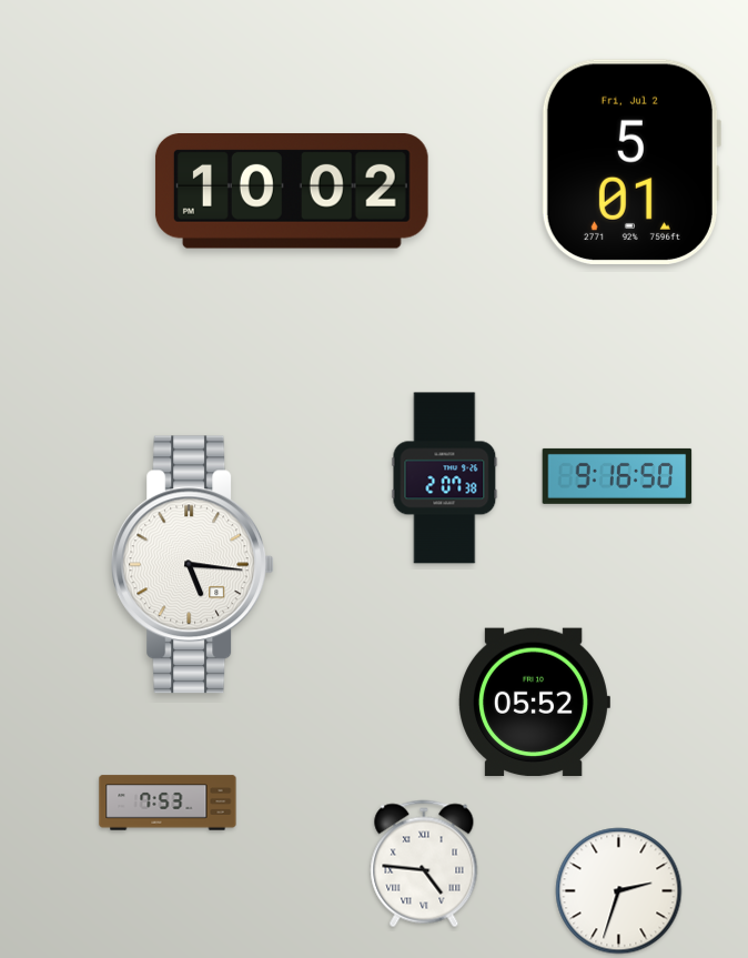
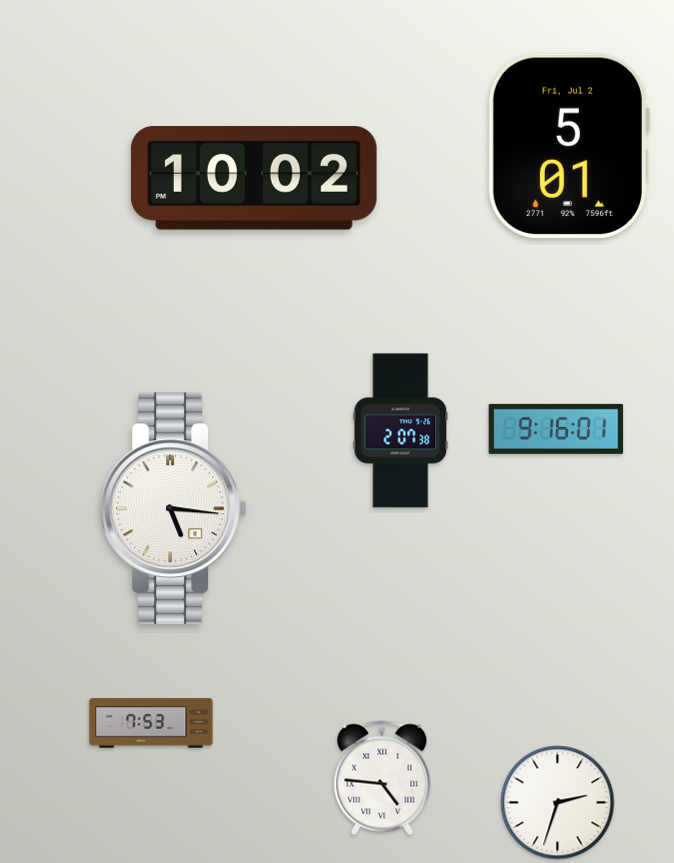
clock at (292, 191) position: (292, 191) -> (254, 178)
clock at (617, 476): 9:16:50 -> 9:16:01
clock at (535, 703): 05:52 -> none
